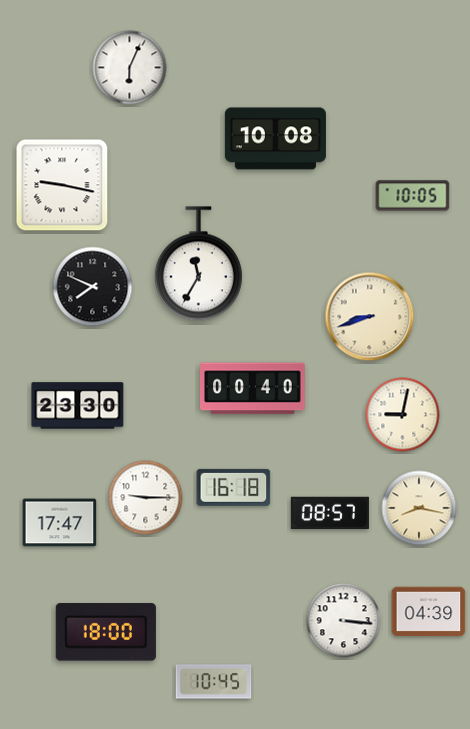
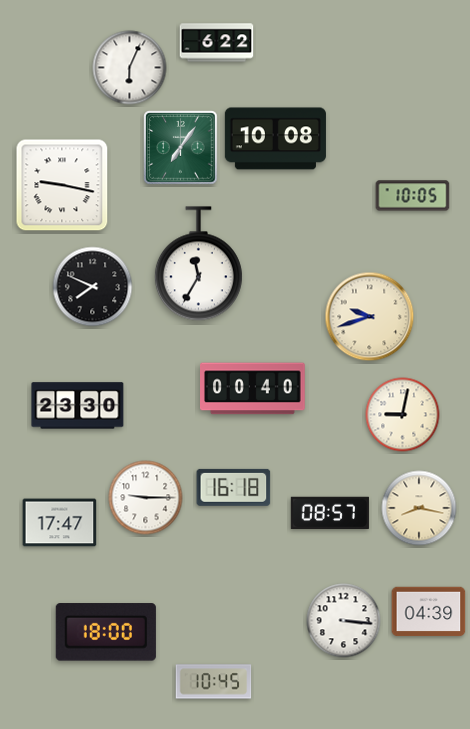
clock at (217, 43): none -> 6:22
clock at (181, 148): none -> 7:06
clock at (370, 317): 8:42 -> 9:42
